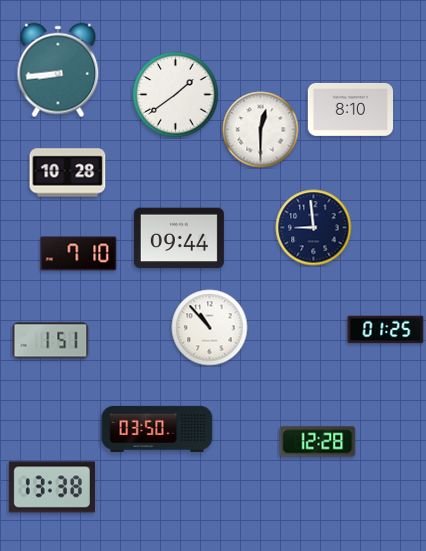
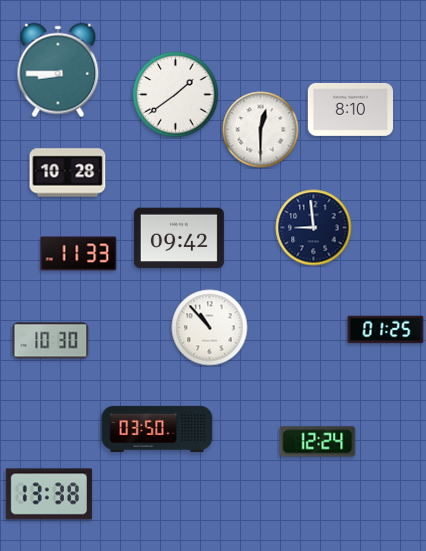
clock at (58, 70): 8:44 -> 8:45
clock at (179, 238): 09:44 -> 09:42
clock at (79, 254): 7:10 -> 11:33
clock at (51, 341): 1:51 -> 10:30
clock at (318, 442): 12:28 -> 12:24
clock at (52, 487) position: (52, 487) -> (49, 494)
